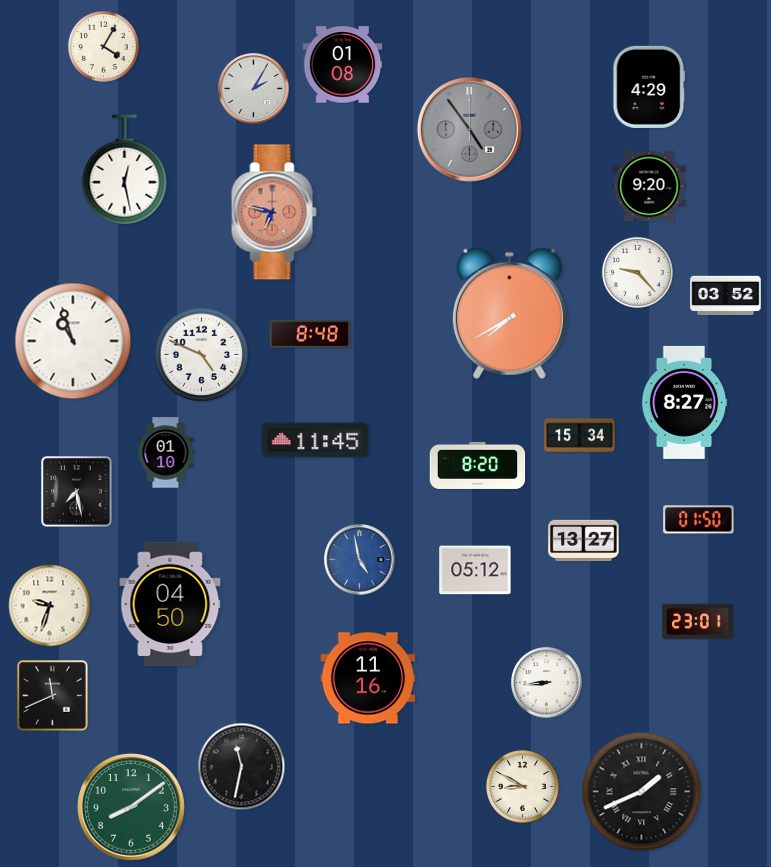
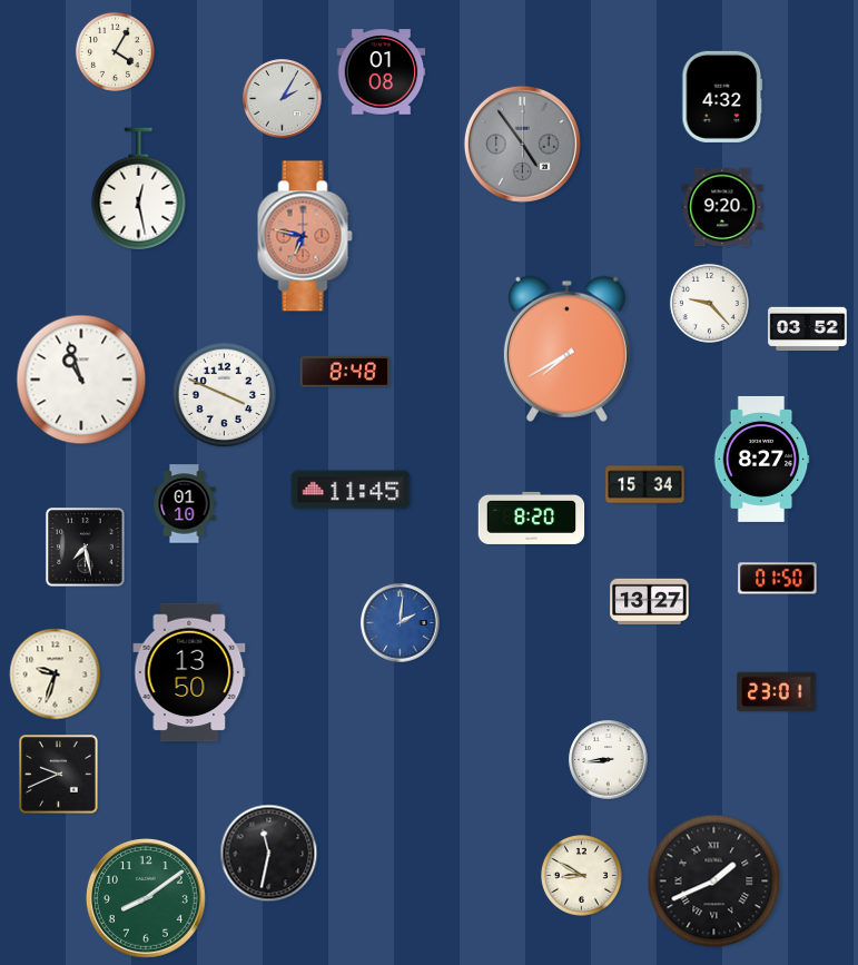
clock at (649, 87): 4:29 -> 4:32
clock at (202, 355): 4:49 -> 3:49
clock at (684, 402) position: (684, 402) -> (761, 459)
clock at (360, 560): 4:58 -> 2:01
clock at (475, 570): 05:12 -> none
clock at (170, 604): 04:50 -> 13:50
clock at (368, 678): 11:16 -> none
clock at (53, 696): 11:41 -> 9:41
